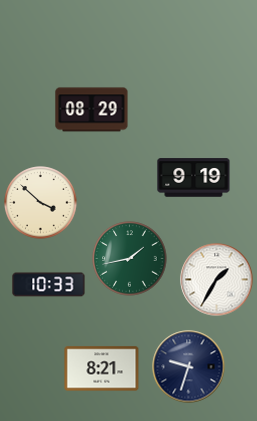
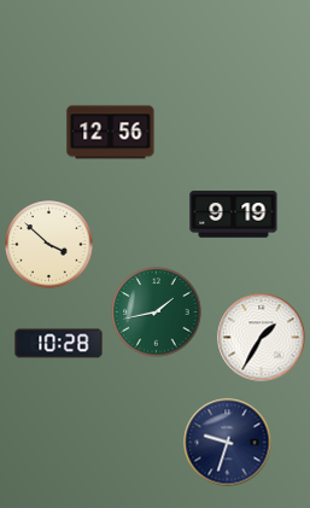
clock at (92, 110): 08:29 -> 12:56
clock at (49, 285): 10:33 -> 10:28
clock at (102, 369): 8:21 -> none
